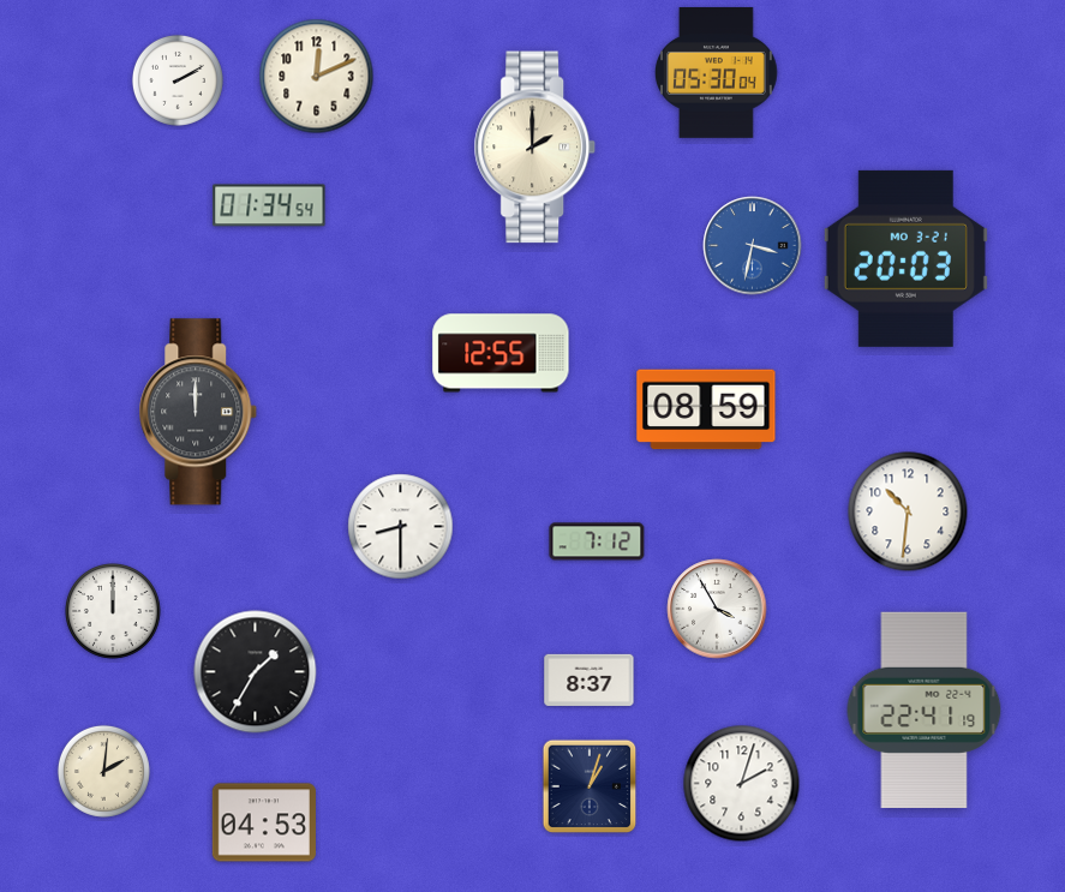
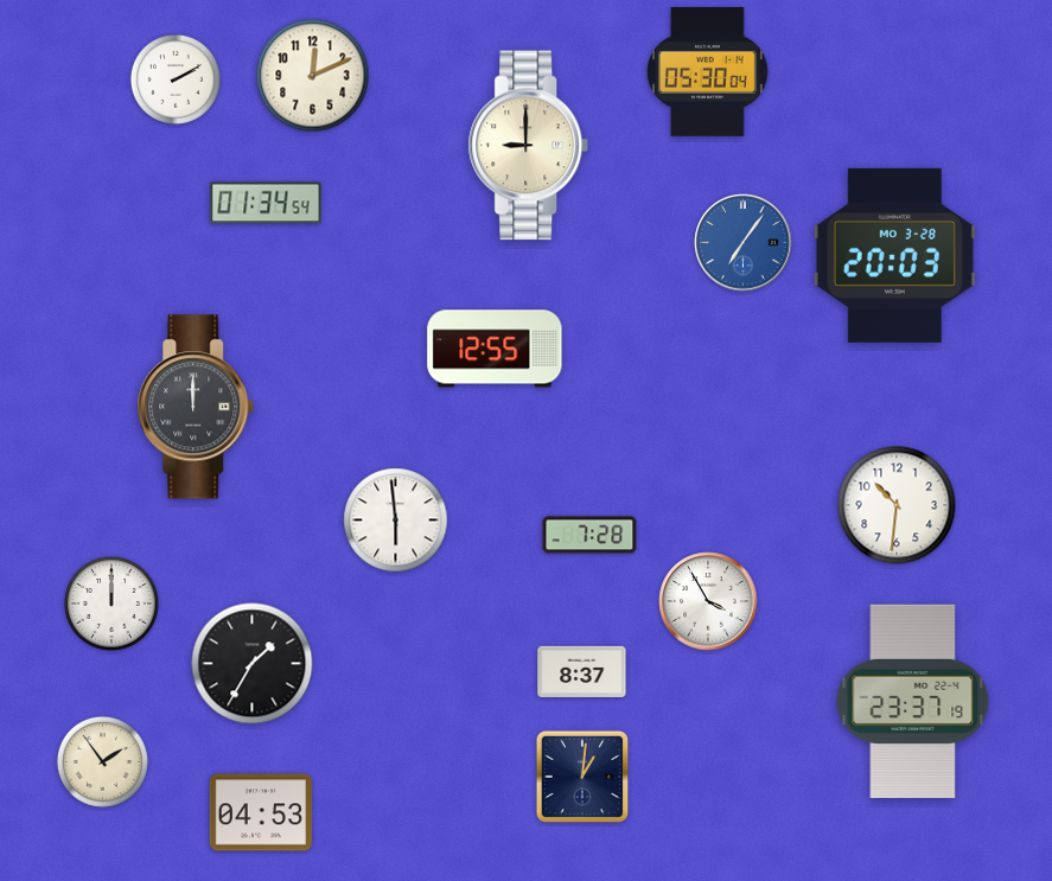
clock at (536, 148): 2:00 -> 9:00
clock at (753, 246): 3:32 -> 7:06
clock at (905, 258) date: MO 3-21 -> MO 3-28
clock at (706, 409): 08:59 -> none
clock at (401, 527): 8:30 -> 5:59
clock at (597, 541): 7:12 -> 7:28
clock at (925, 710): 22:41 -> 23:37
clock at (103, 771): 2:01 -> 1:54
clock at (742, 784): 2:03 -> none
clock at (590, 786): 1:03 -> 1:01
